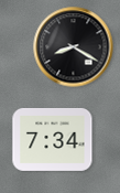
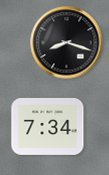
clock at (74, 47): 8:20 -> 8:18
